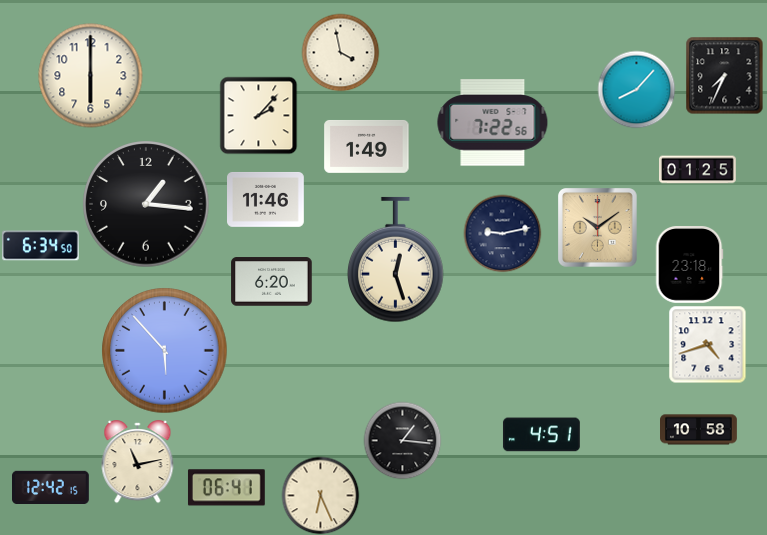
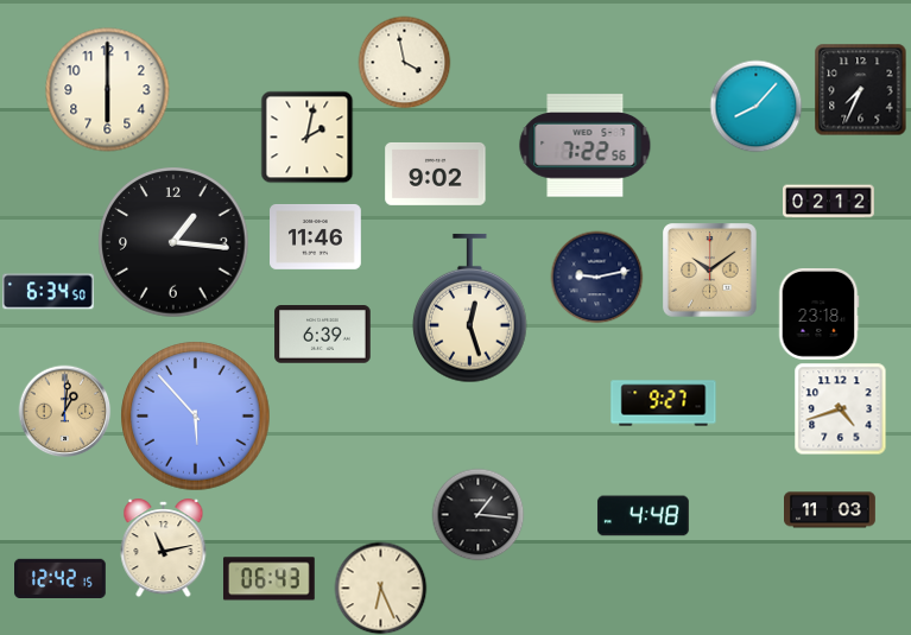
clock at (258, 115): 2:07 -> 2:02
clock at (367, 146): 1:49 -> 9:02
clock at (698, 170): 01:25 -> 02:12
clock at (272, 282): 6:20 -> 6:39
clock at (664, 404): none -> 9:27
clock at (64, 411): none -> 1:01
clock at (699, 430): 10:58 -> 11:03
clock at (541, 435): 4:51 -> 4:48
clock at (402, 440) position: (402, 440) -> (477, 514)
clock at (226, 488): 06:41 -> 06:43
